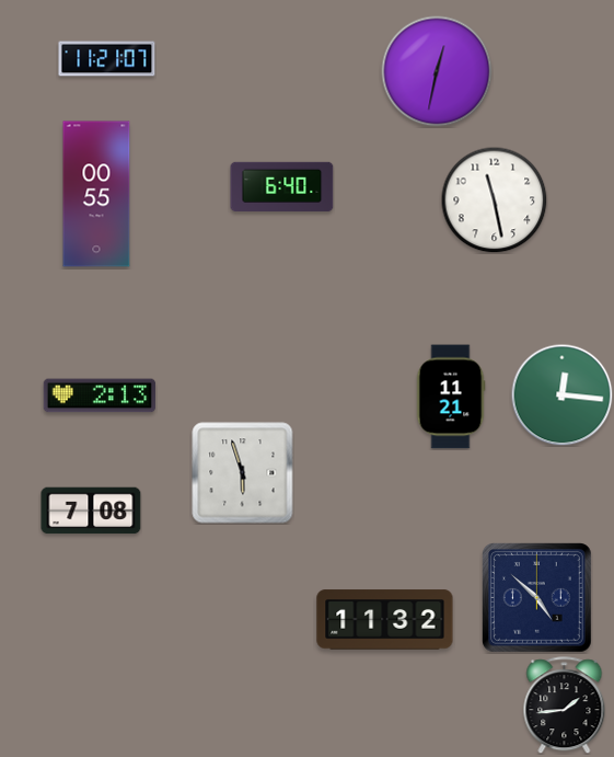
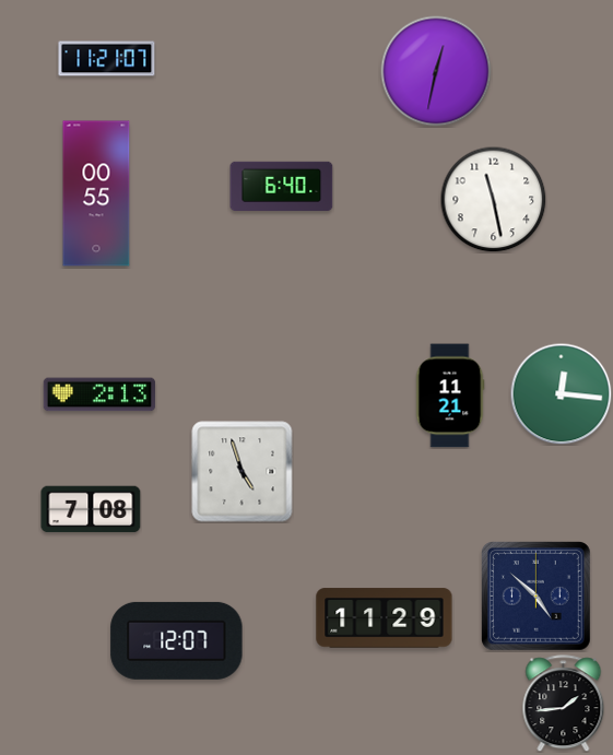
clock at (243, 473): 5:57 -> 4:57
clock at (385, 620): 11:32 -> 11:29
clock at (177, 640): none -> 12:07
